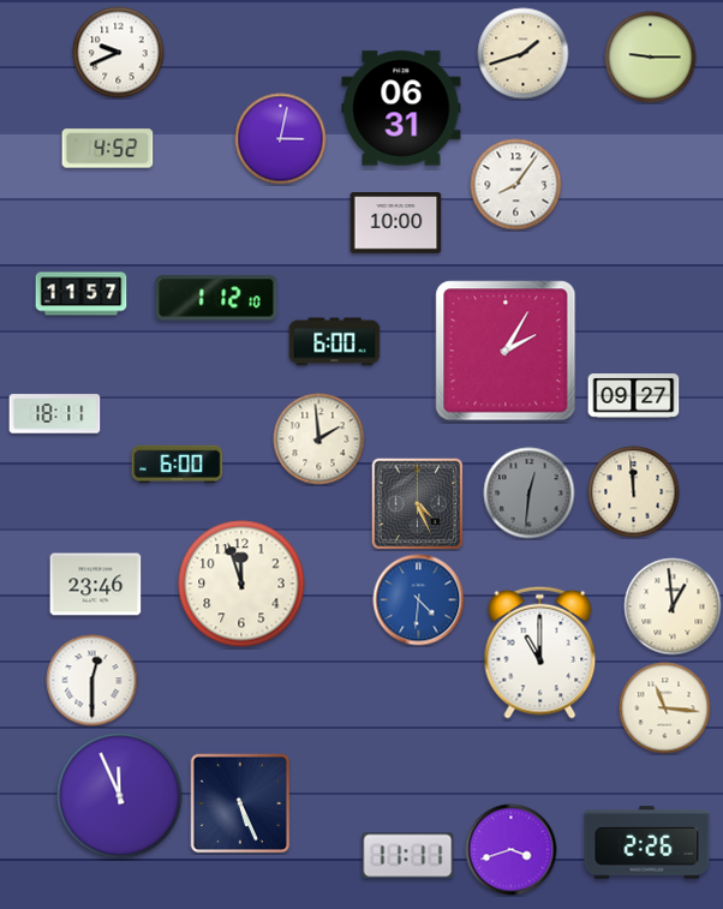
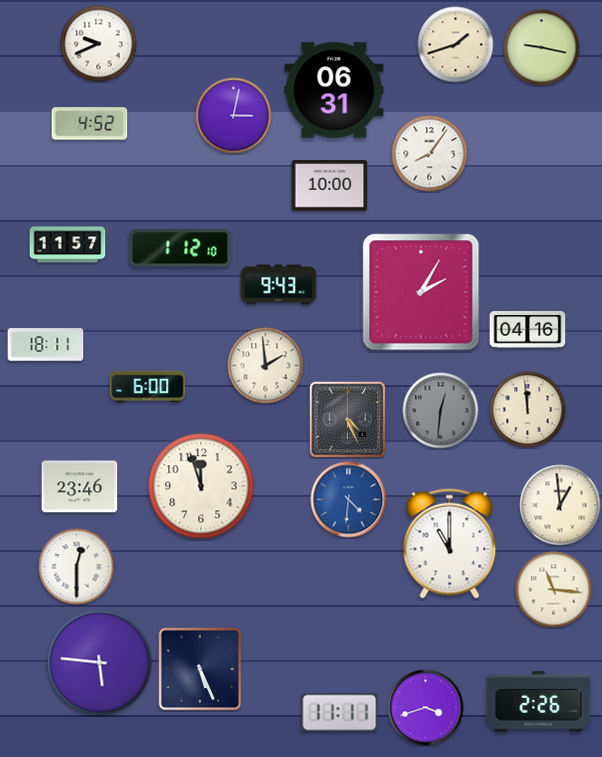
clock at (524, 54) position: (524, 54) -> (456, 45)
clock at (651, 58): 9:15 -> 9:17
clock at (335, 342): 6:00 -> 9:43
clock at (634, 396): 09:27 -> 04:16
clock at (120, 796): 11:56 -> 5:46
